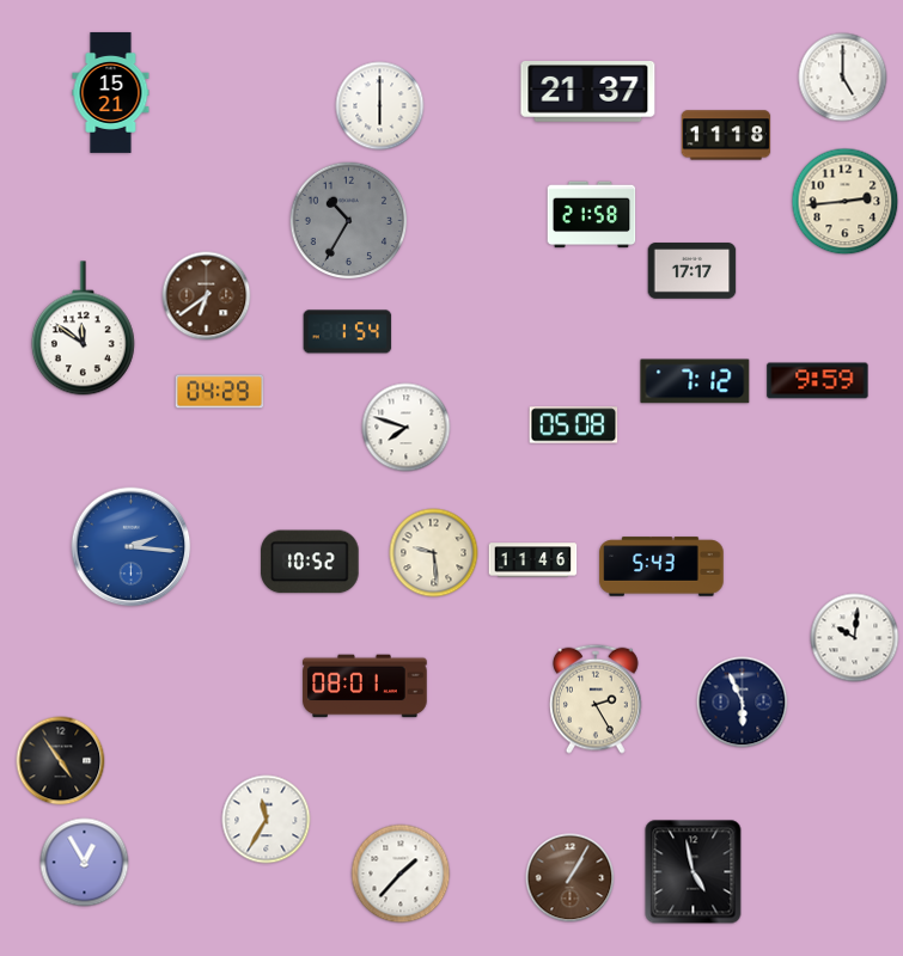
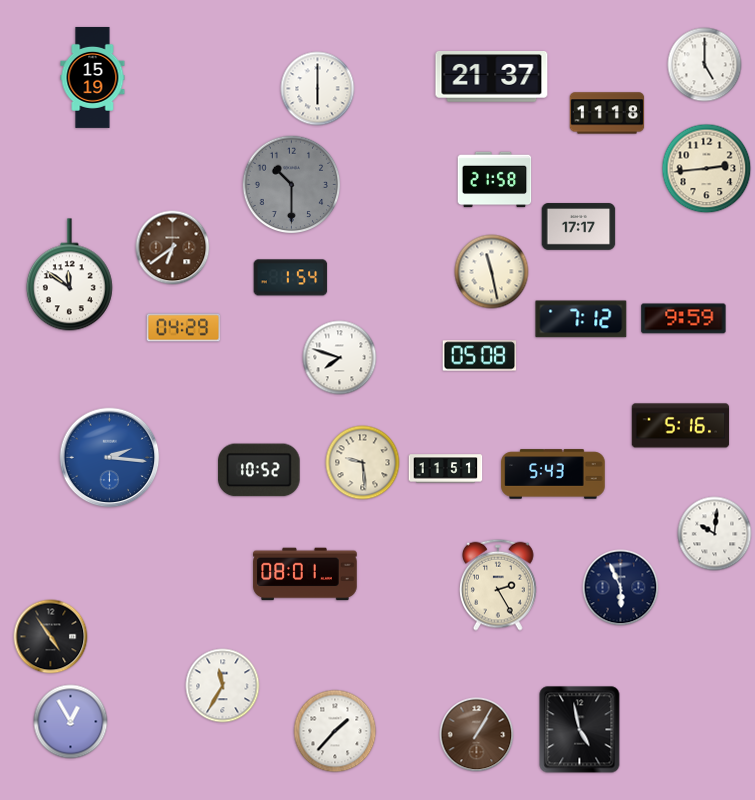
clock at (111, 92): 15:21 -> 15:19
clock at (349, 221): 10:35 -> 10:30
clock at (492, 272): none -> 11:28
clock at (681, 426): none -> 5:16
clock at (533, 560): 11:46 -> 11:51
